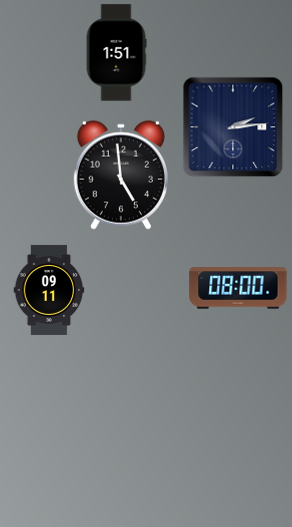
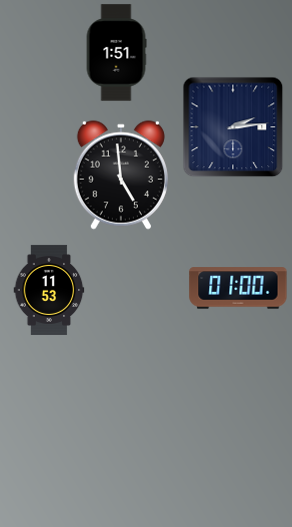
clock at (238, 288): 08:00 -> 01:00
clock at (49, 290): 09:11 -> 11:53
